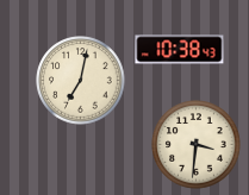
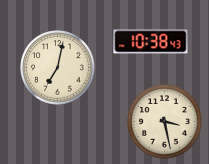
clock at (81, 81) position: (81, 81) -> (58, 68)
clock at (197, 145): 3:31 -> 3:28
